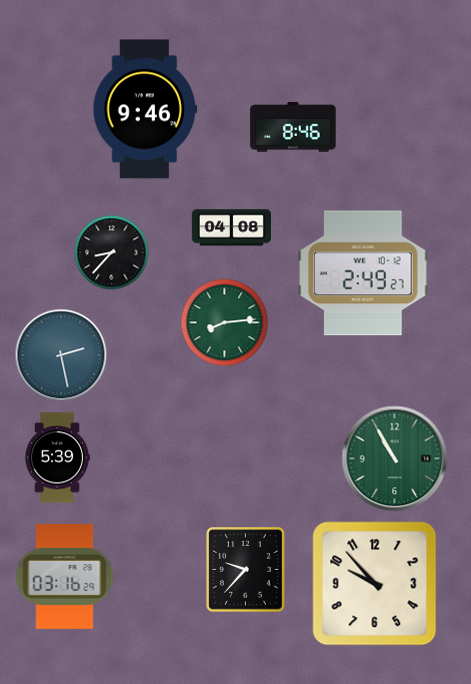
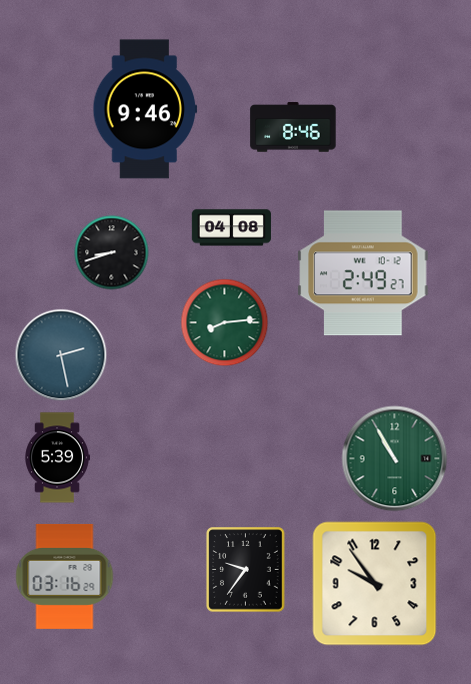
clock at (112, 253): 8:37 -> 8:42
clock at (246, 570): 9:37 -> 9:36
clock at (375, 584): 9:53 -> 9:54
